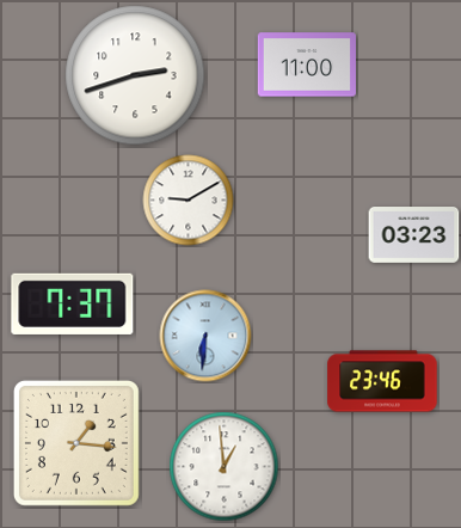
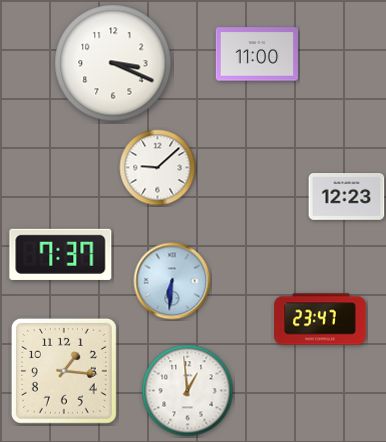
clock at (135, 75): 2:42 -> 3:19
clock at (189, 201): 9:10 -> 9:08
clock at (414, 235): 03:23 -> 12:23
clock at (382, 381): 23:46 -> 23:47
